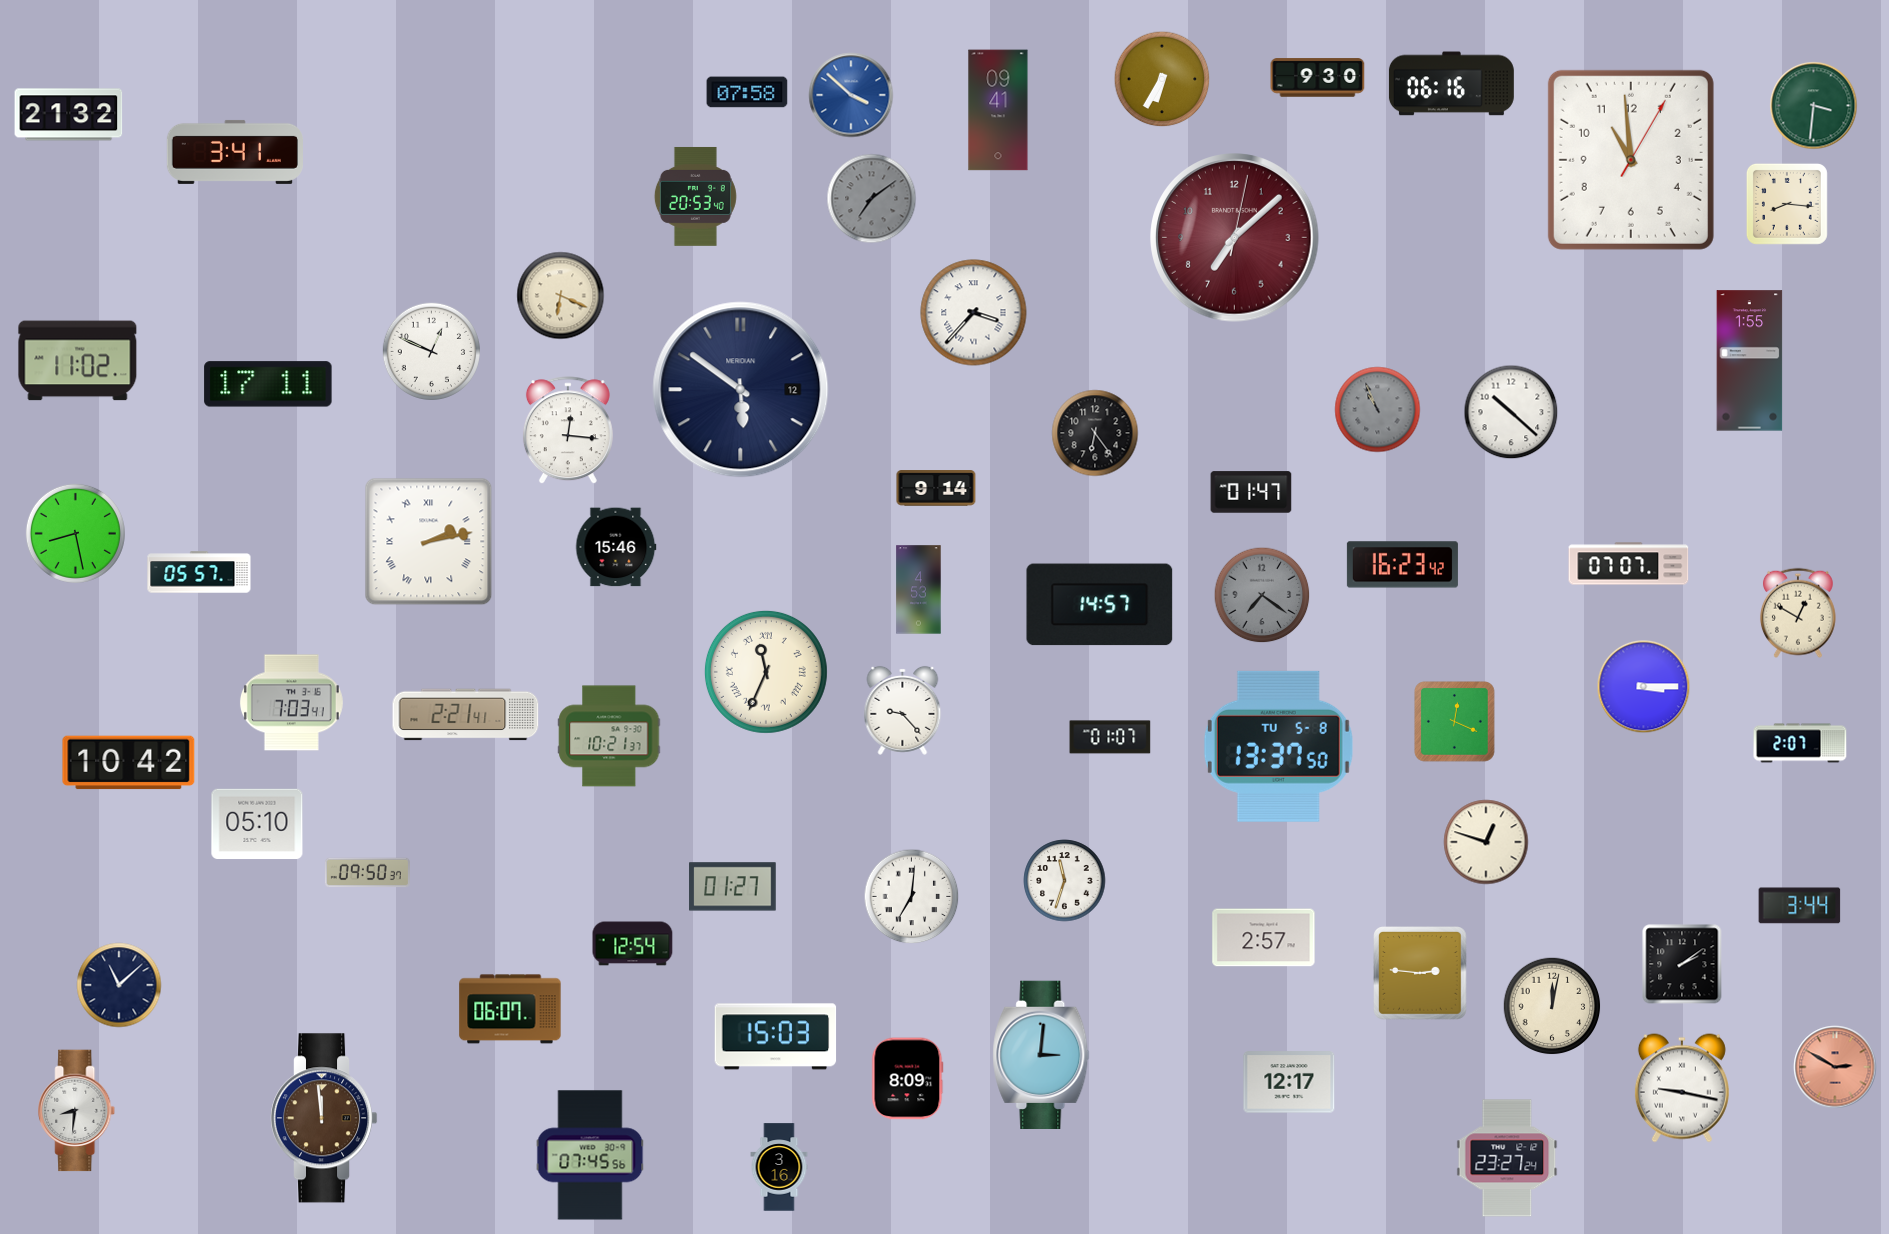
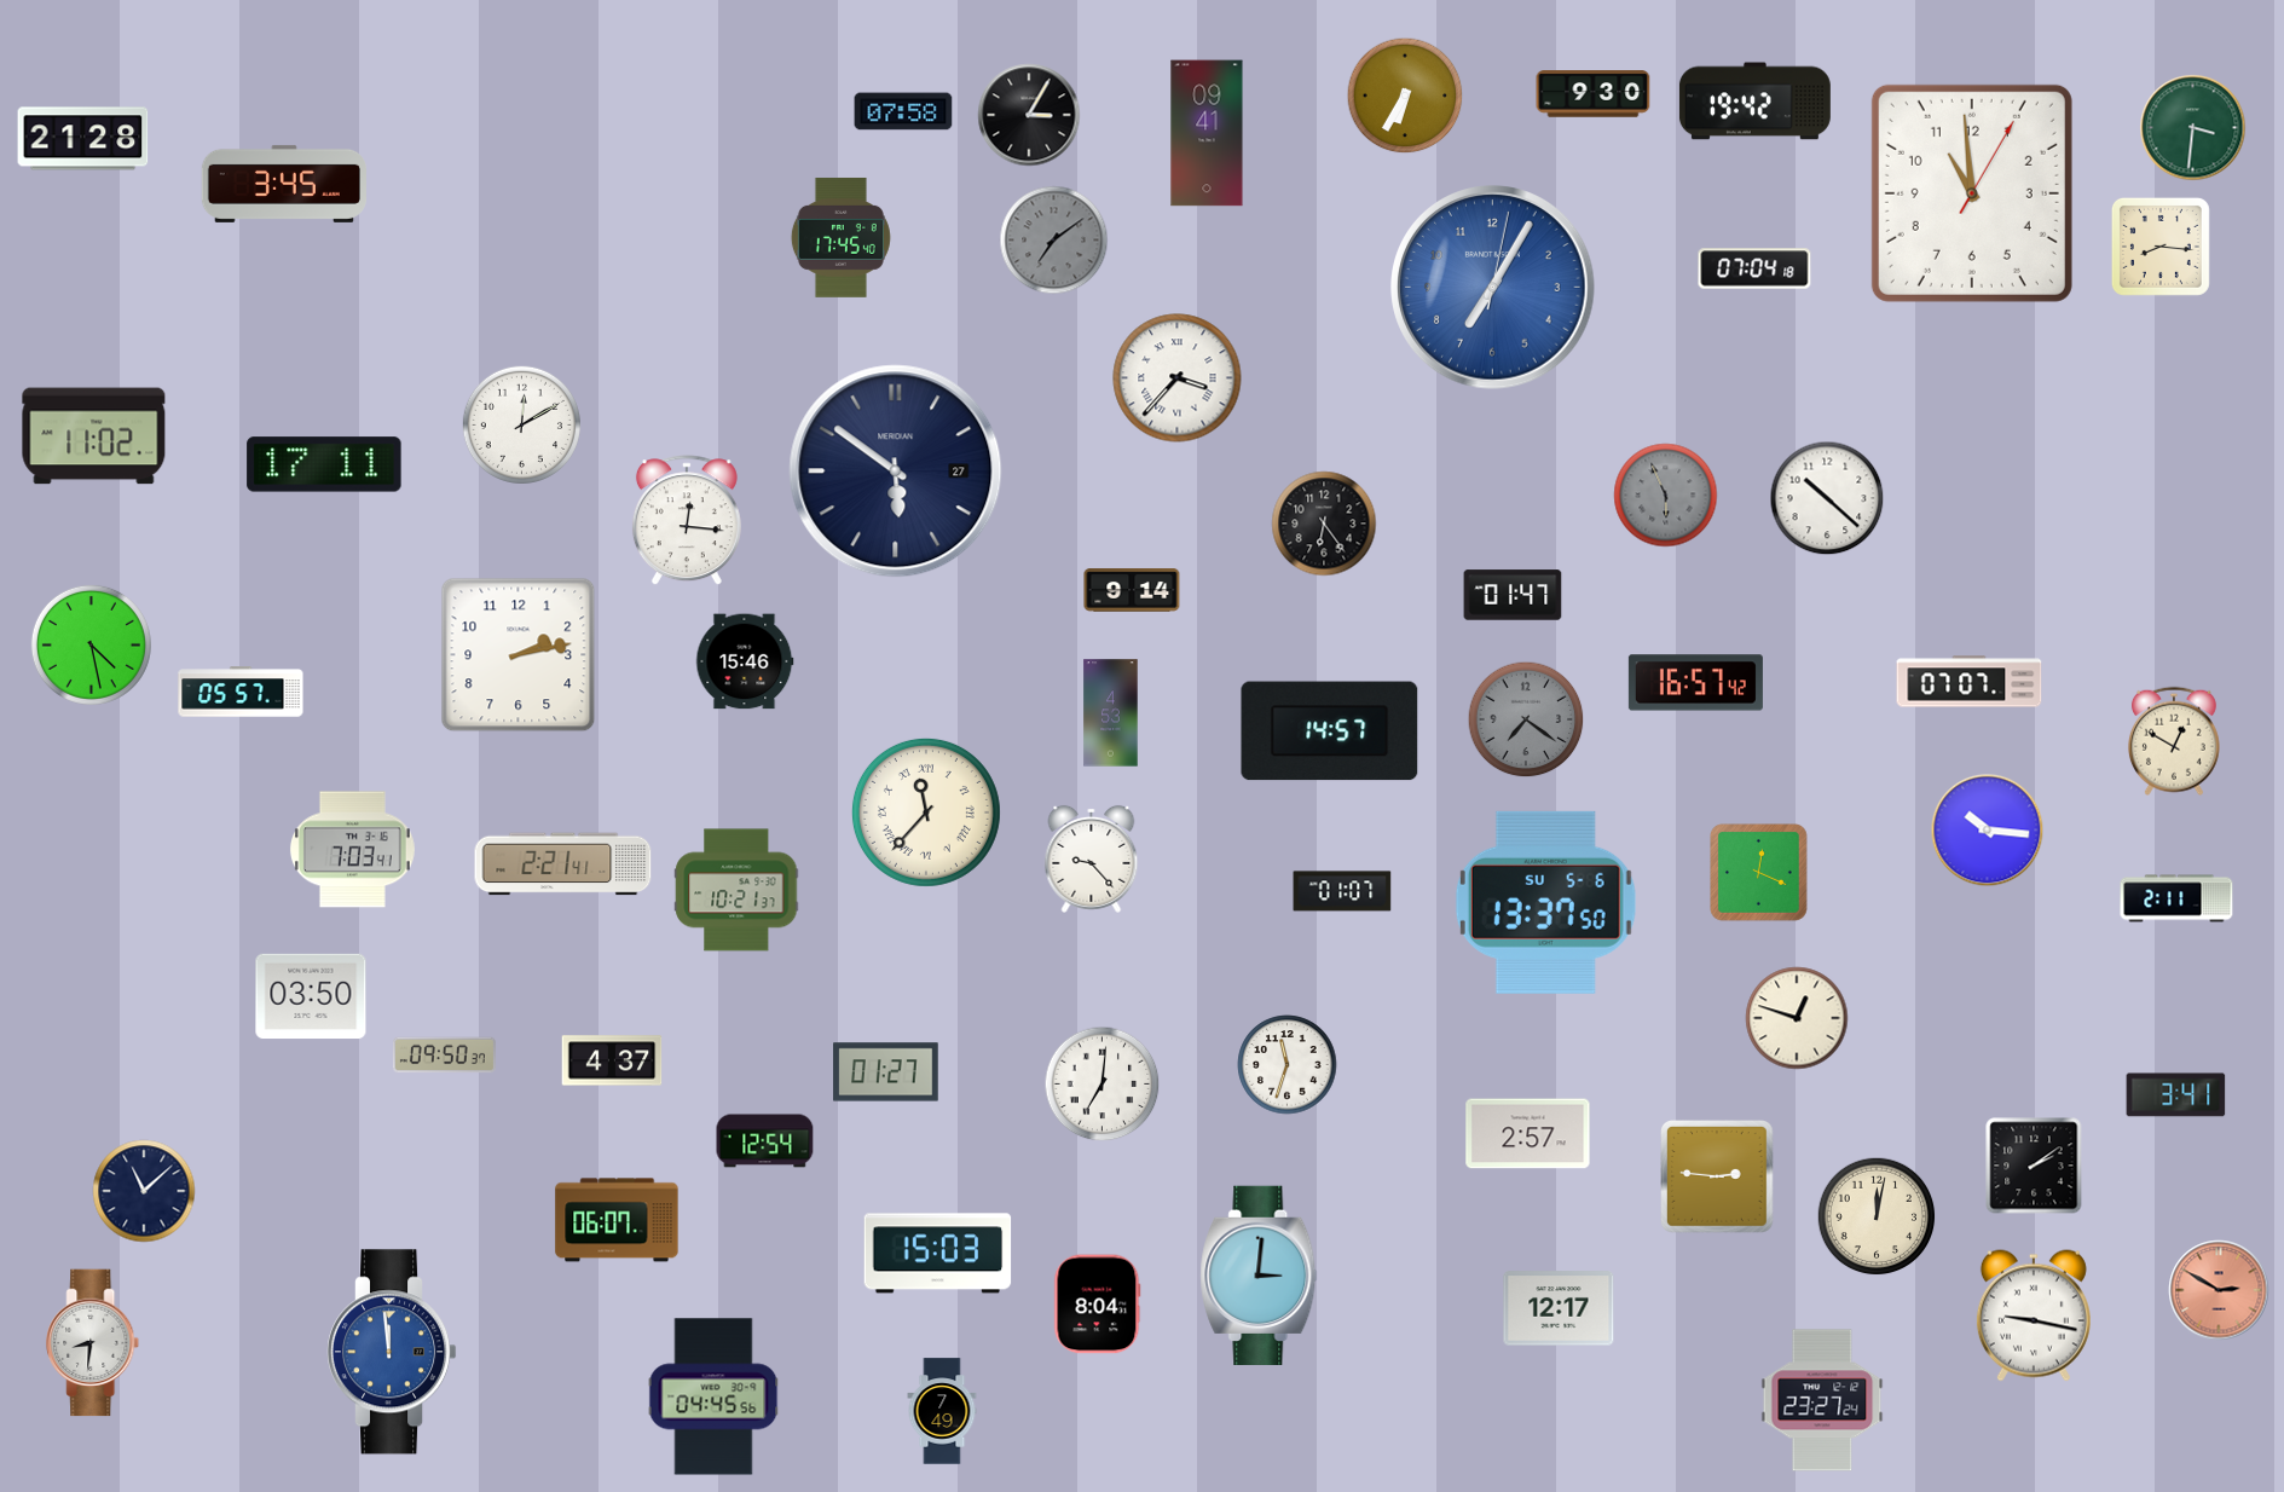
clock at (1451, 84): 06:16 -> 19:42
clock at (851, 95): 3:52 -> 3:05
clock at (851, 95) dial: blue -> black
clock at (69, 115): 21:32 -> 21:28
clock at (235, 152): 3:41 -> 3:45
clock at (695, 196): 20:53 -> 17:45
clock at (1754, 268): none -> 07:04
clock at (1235, 238): 7:08 -> 7:05
clock at (1235, 238) dial: burgundy -> blue
clock at (561, 296): 6:19 -> none
clock at (431, 351): 12:49 -> 12:10
clock at (1750, 361): 1:55 -> none
clock at (741, 390) date: 12 -> 27
clock at (1378, 410): 10:56 -> 5:56
clock at (75, 533): 8:28 -> 4:28
clock at (429, 542) numerals: Roman -> Arabic
clock at (1402, 565): 16:23 -> 16:57
clock at (766, 672): 11:34 -> 11:37
clock at (1644, 687): 3:15 -> 10:16
clock at (1800, 743): 2:07 -> 2:11
clock at (1278, 746) date: TU 5-8 -> SU 5-6
clock at (129, 763): 10:42 -> none
clock at (257, 824): 05:10 -> 03:50
clock at (612, 1060): none -> 4:37
clock at (1800, 906): 3:44 -> 3:41
clock at (908, 1079): 8:09 -> 8:04
clock at (325, 1118) dial: brown -> blue
clock at (590, 1155): 07:45 -> 04:45
clock at (779, 1167): 3:16 -> 7:49
